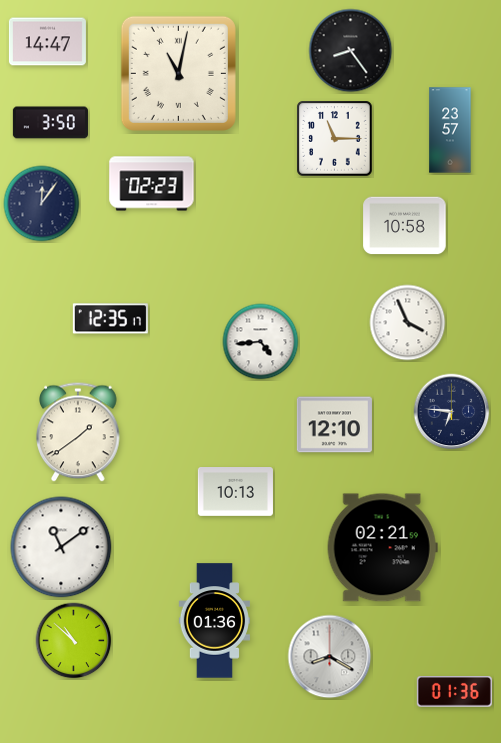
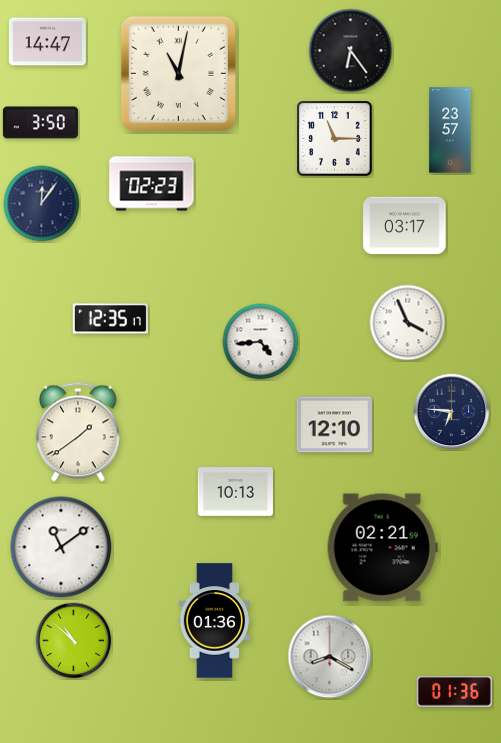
clock at (351, 51): 8:24 -> 6:24
clock at (50, 123) position: (50, 123) -> (40, 123)
clock at (405, 226): 10:58 -> 03:17
